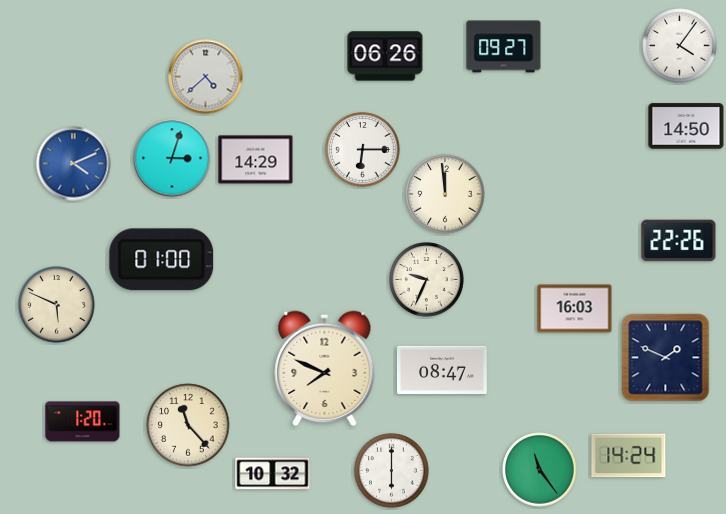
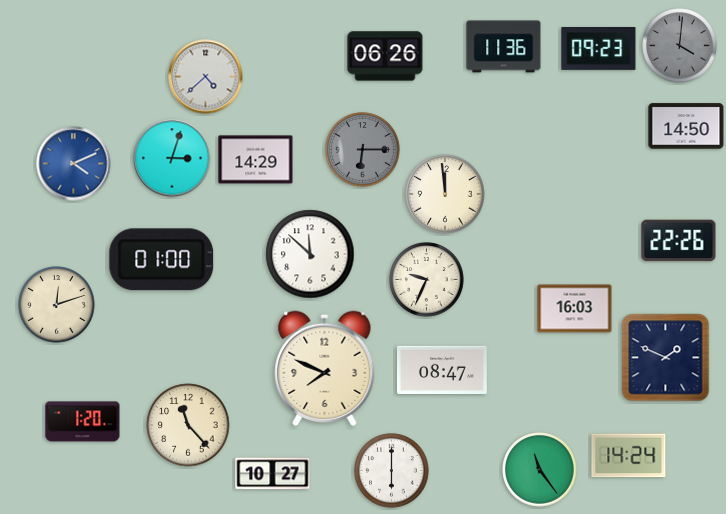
clock at (680, 46): 4:06 -> 4:01
clock at (680, 46) dial: white -> grey
clock at (504, 47): 09:27 -> 11:36
clock at (599, 49): none -> 09:23
clock at (363, 150) dial: white -> grey
clock at (310, 254): none -> 11:52
clock at (57, 305): 5:49 -> 12:12
clock at (273, 474): 10:32 -> 10:27
